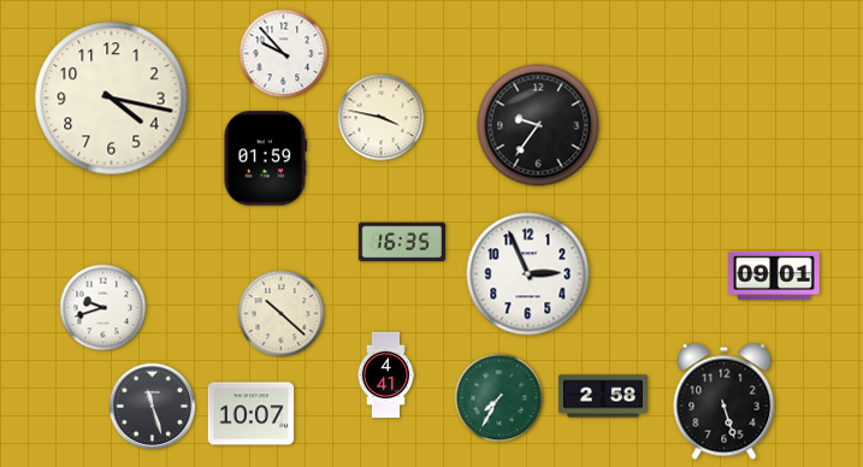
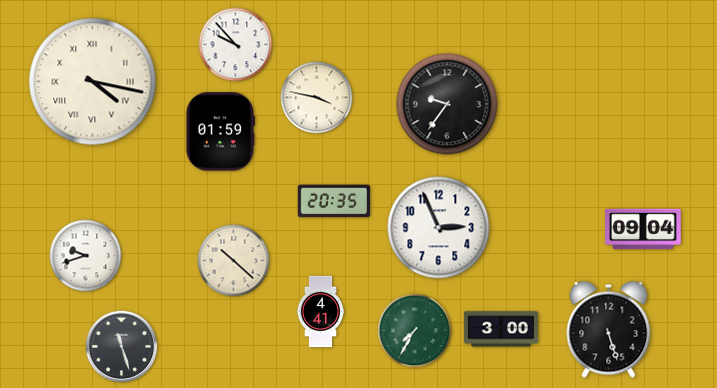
clock at (112, 99) numerals: Arabic -> Roman
clock at (402, 242): 16:35 -> 20:35
clock at (774, 276): 09:01 -> 09:04
clock at (603, 396): 2:58 -> 3:00
clock at (725, 401) position: (725, 401) -> (609, 329)
clock at (153, 407) position: (153, 407) -> (122, 347)
clock at (252, 414): 10:07 -> none
